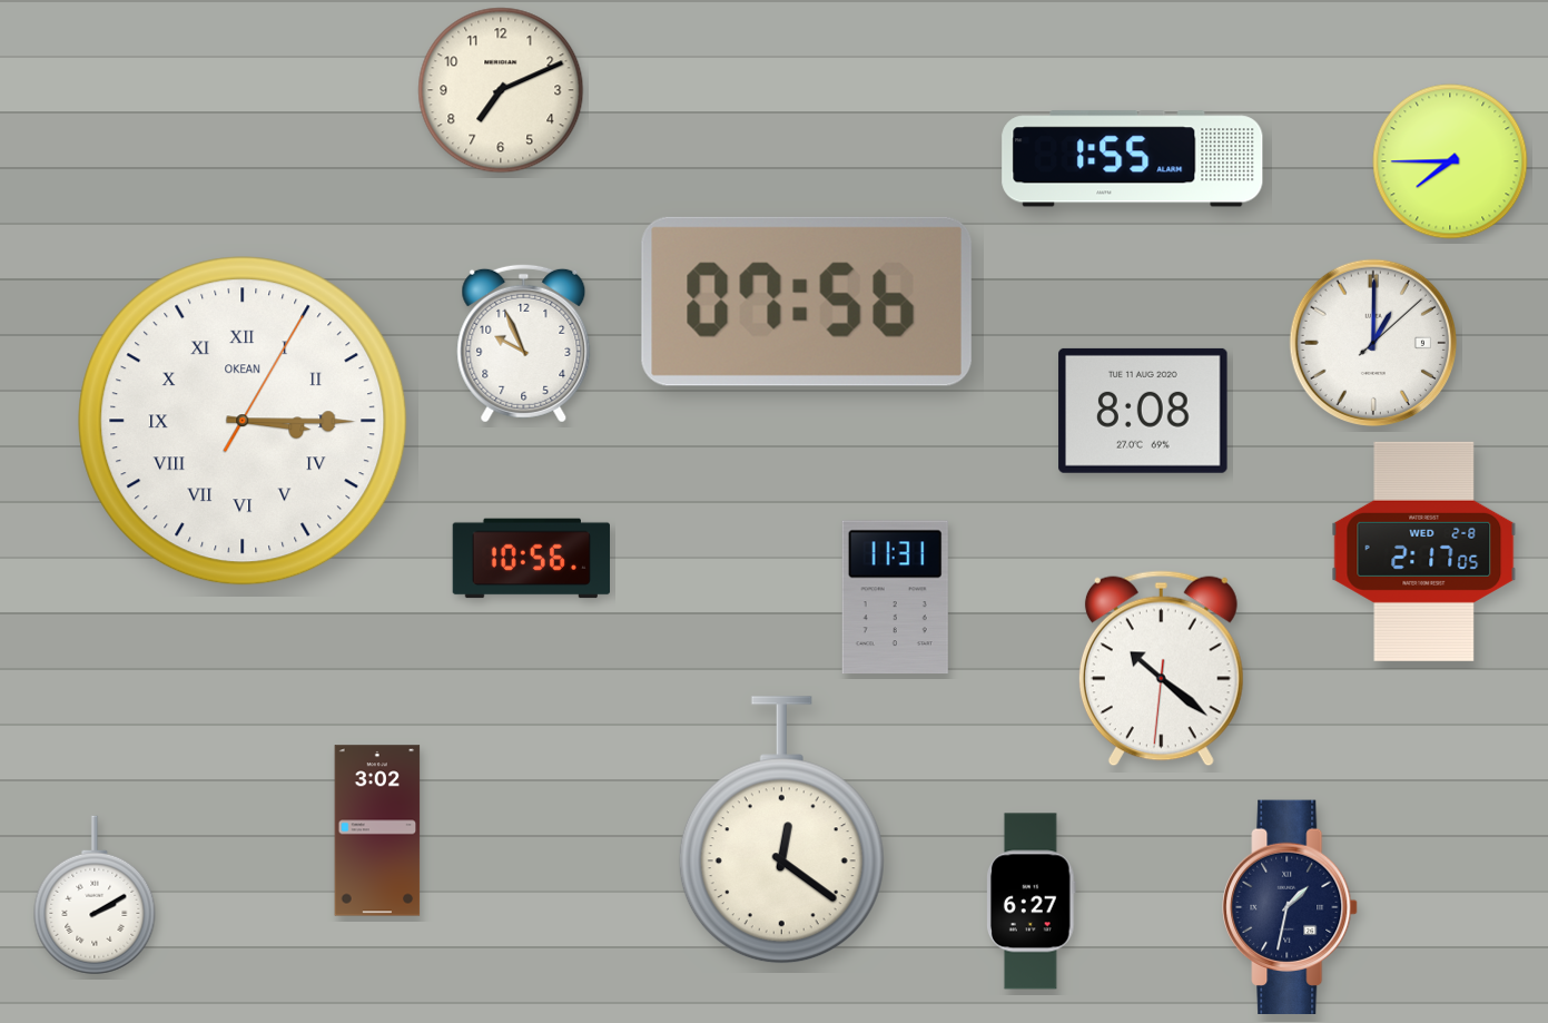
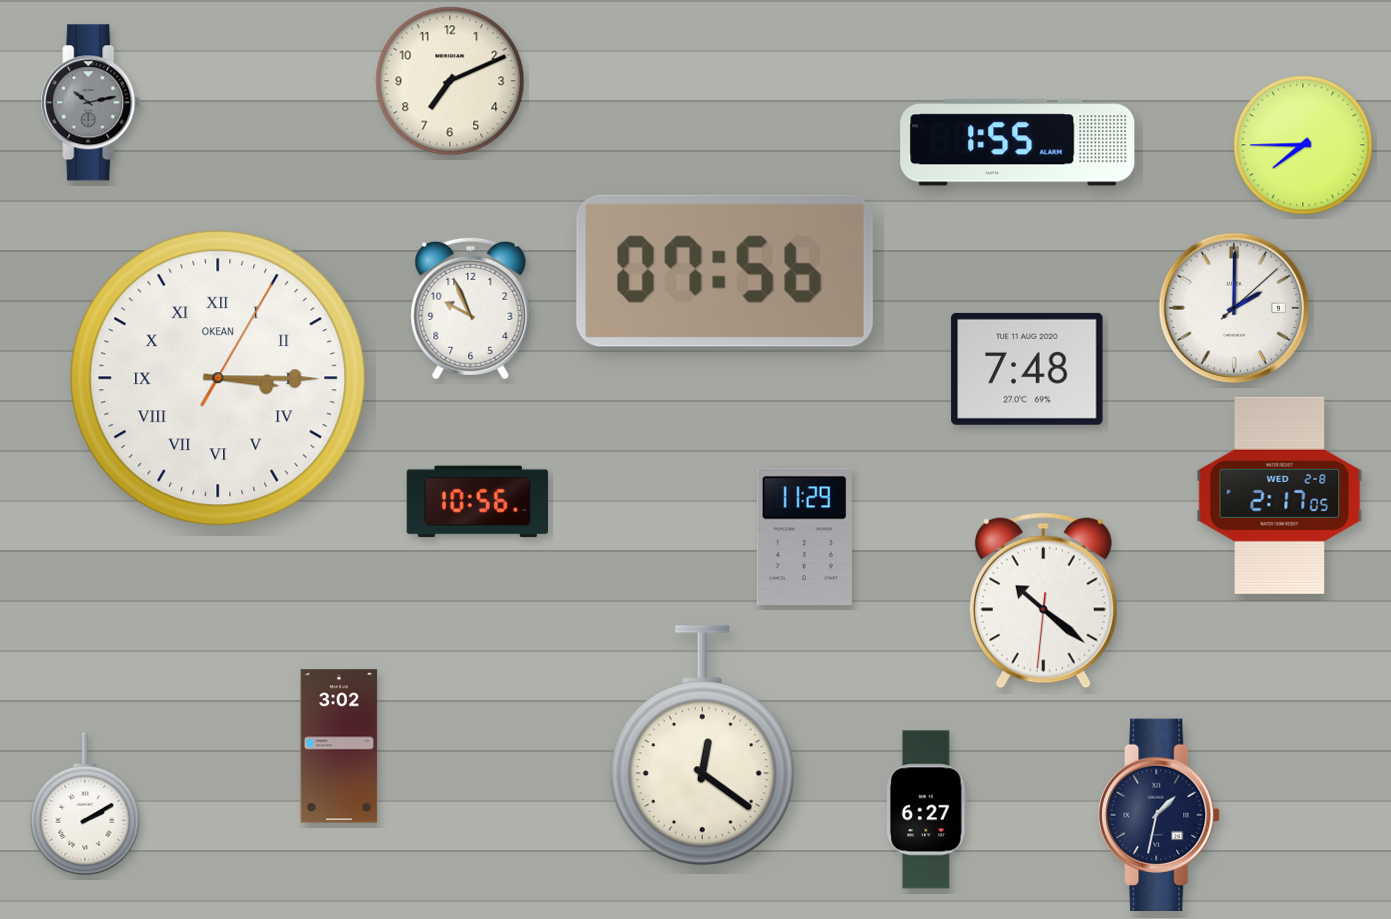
clock at (91, 103): none -> 10:13
clock at (1372, 342): 1:00 -> 2:00
clock at (1143, 411): 8:08 -> 7:48
clock at (895, 597): 11:31 -> 11:29
